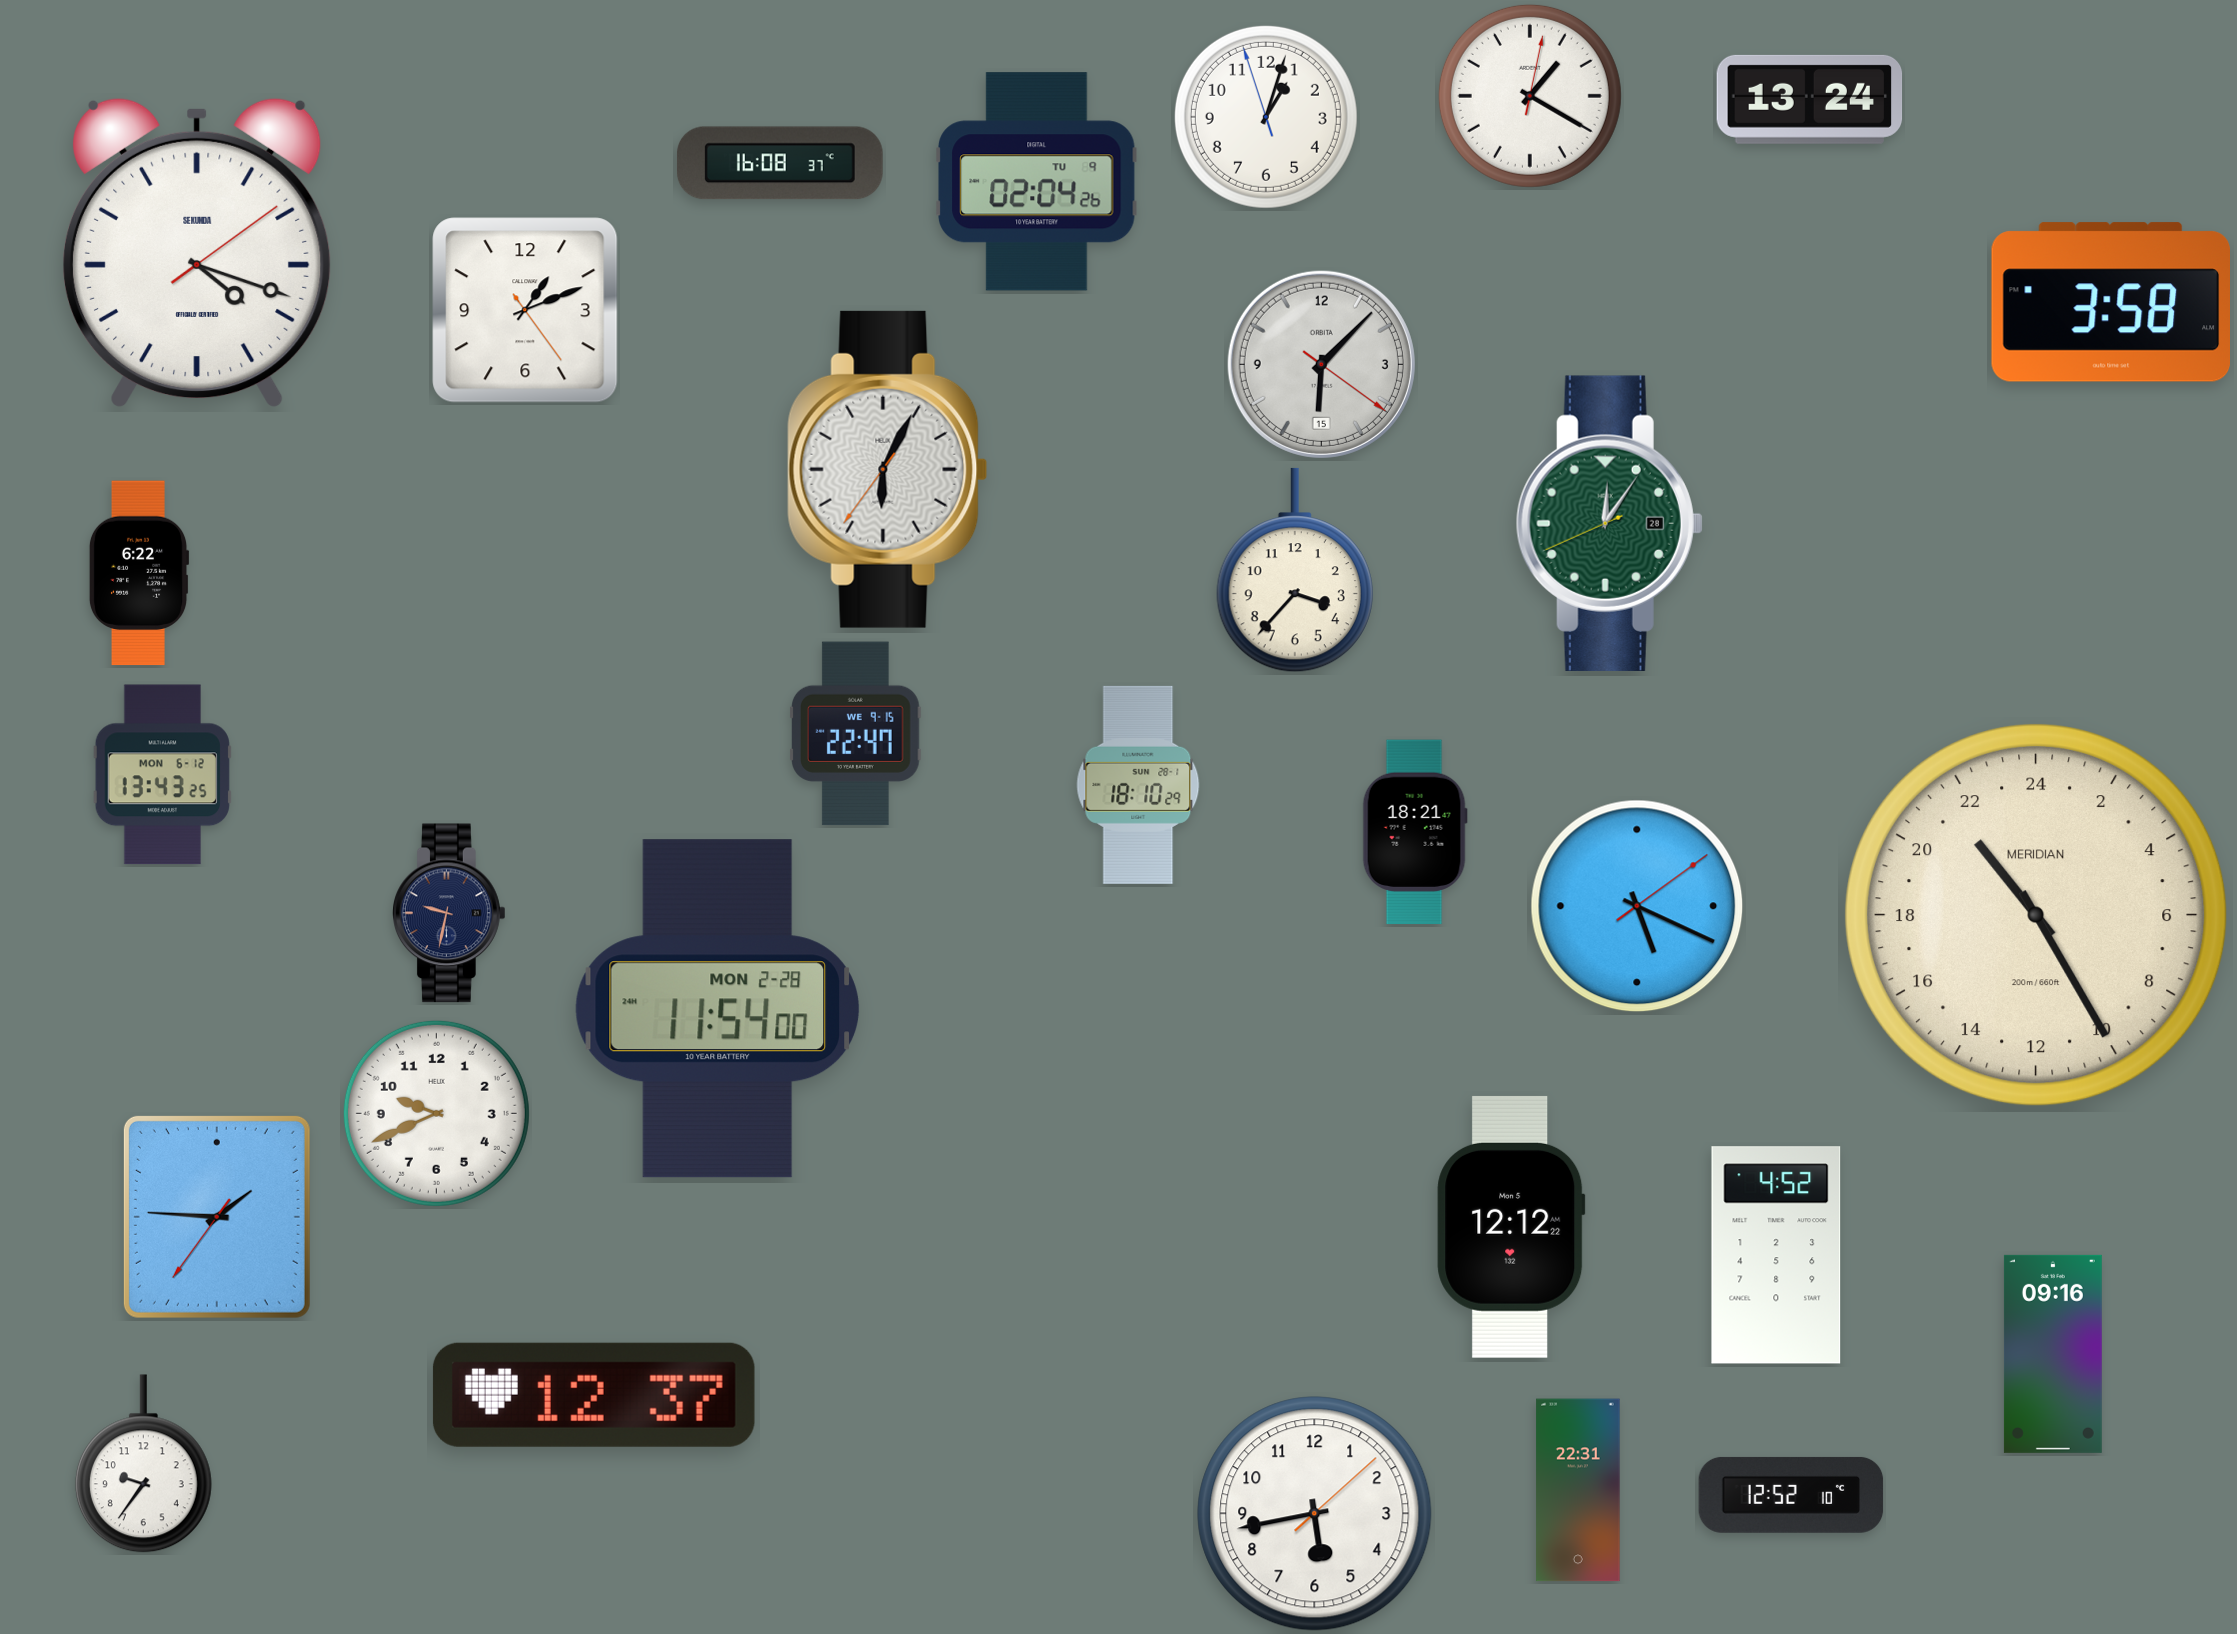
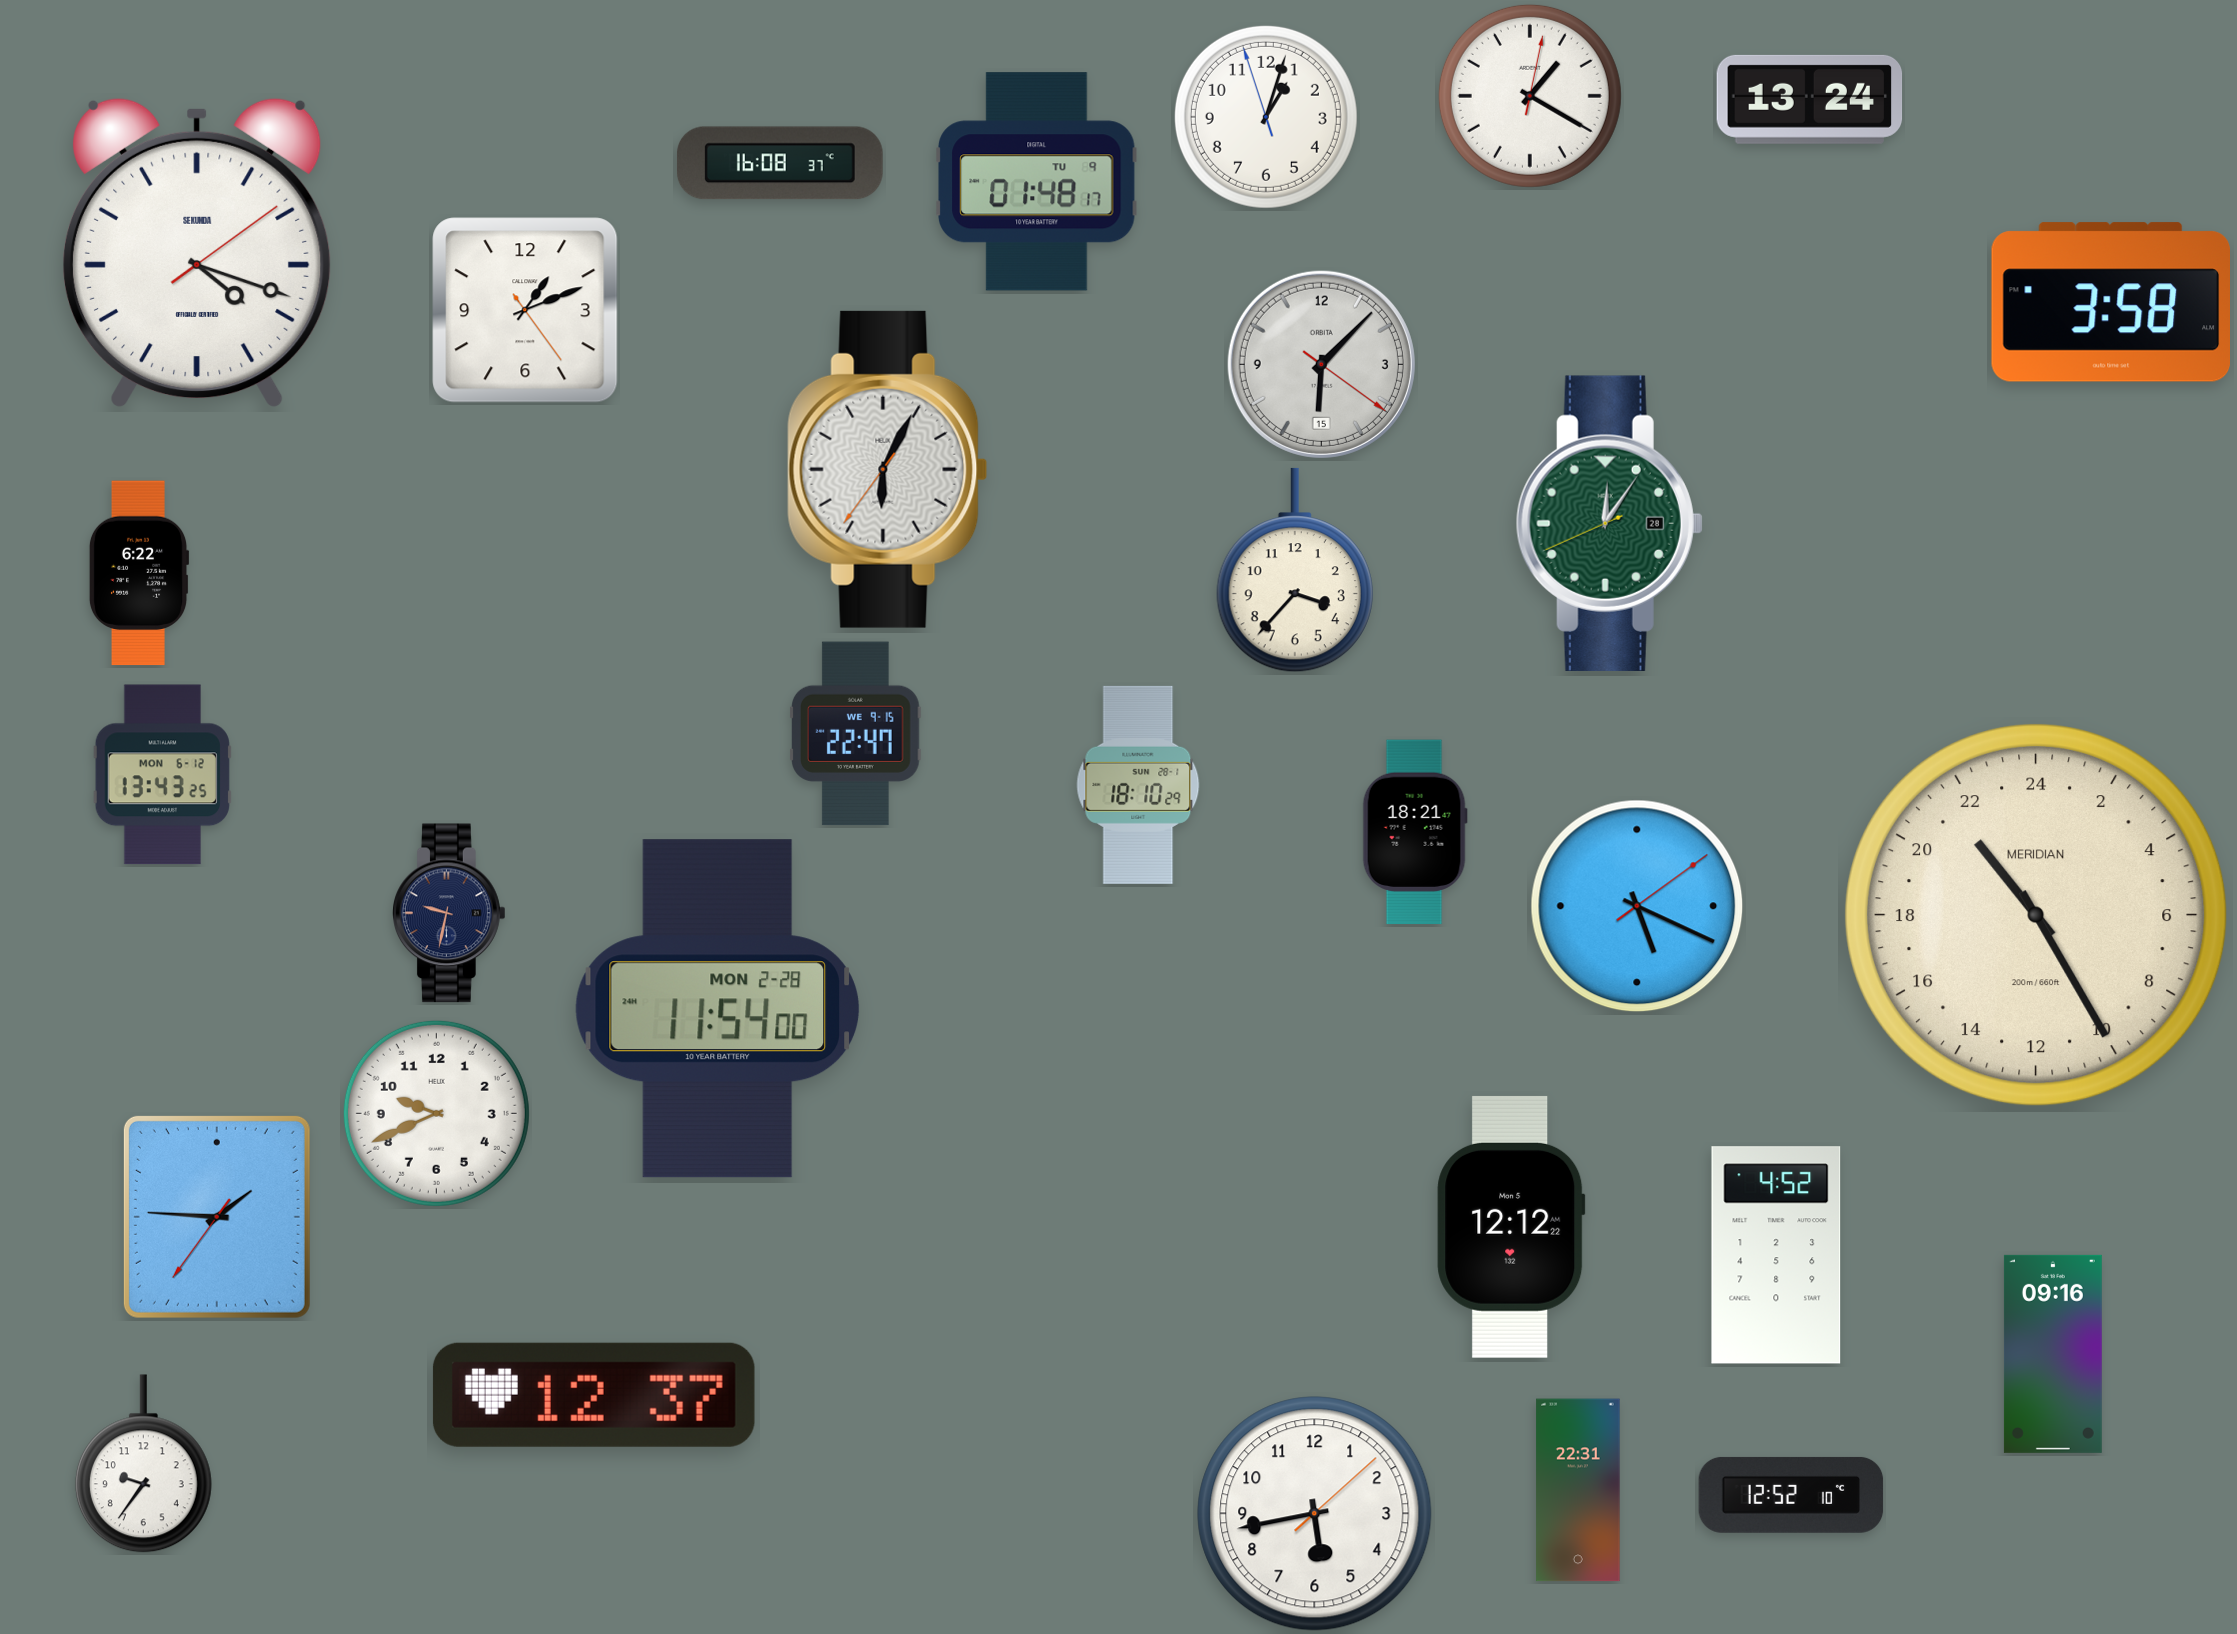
clock at (1037, 182): 02:04 -> 01:48
